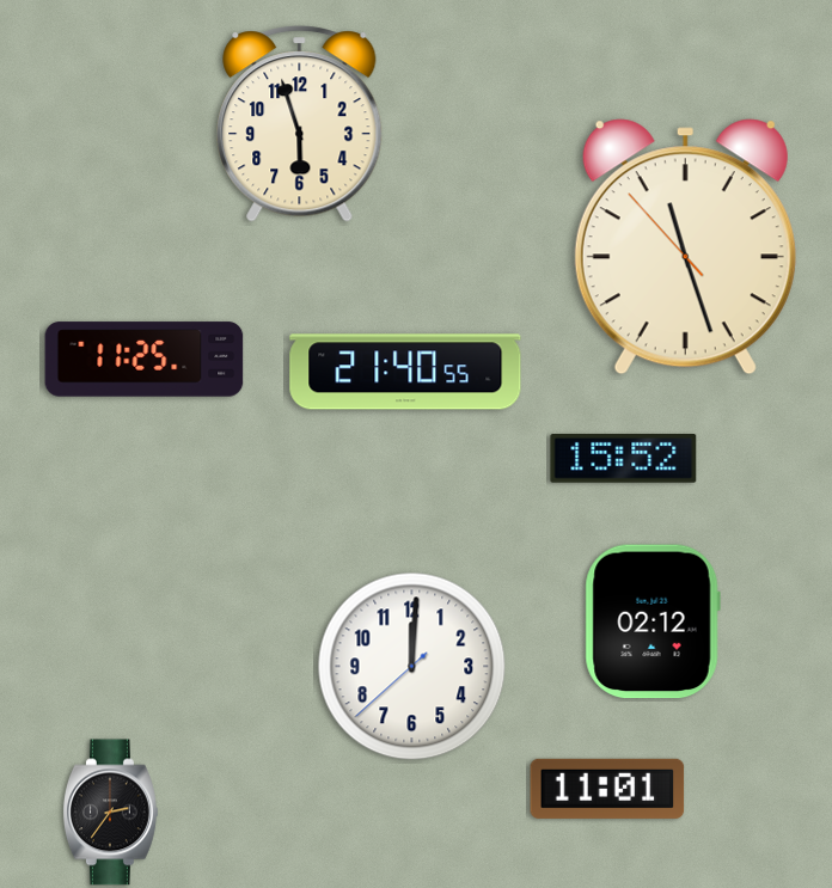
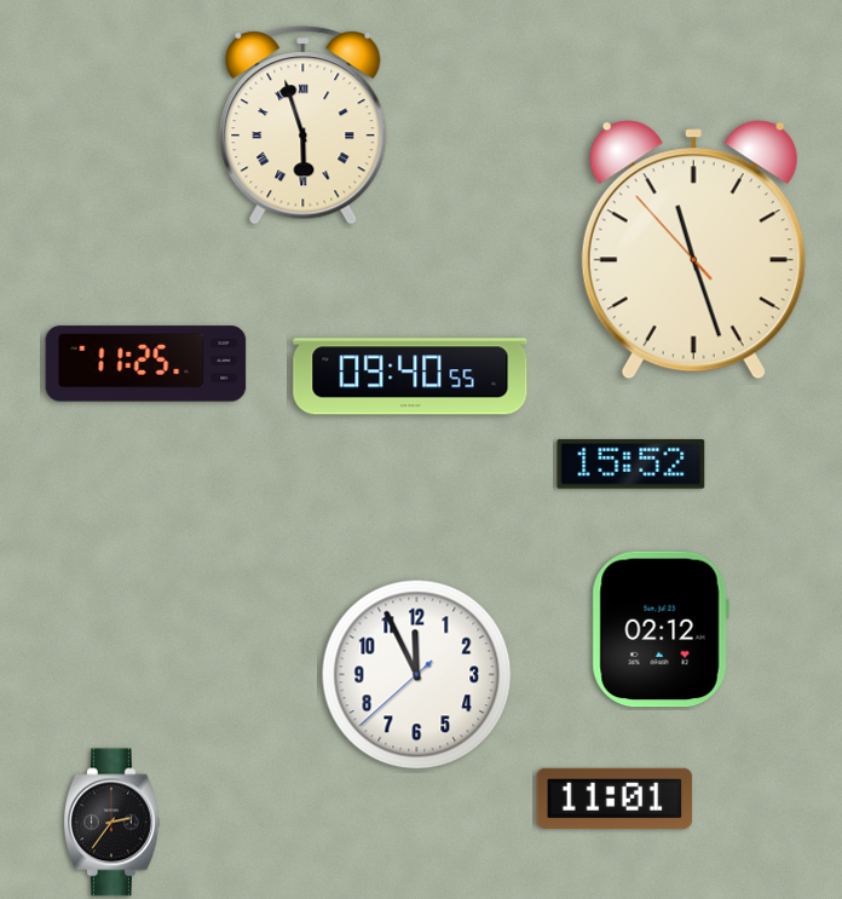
clock at (300, 124) numerals: Arabic -> Roman
clock at (405, 372): 21:40 -> 09:40
clock at (412, 667): 12:00 -> 11:55
